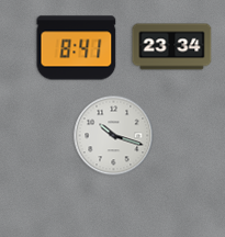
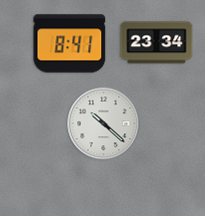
clock at (114, 136): 10:18 -> 10:22
